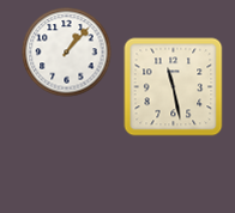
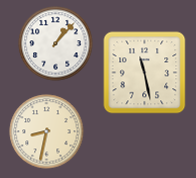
clock at (47, 132): none -> 8:32
